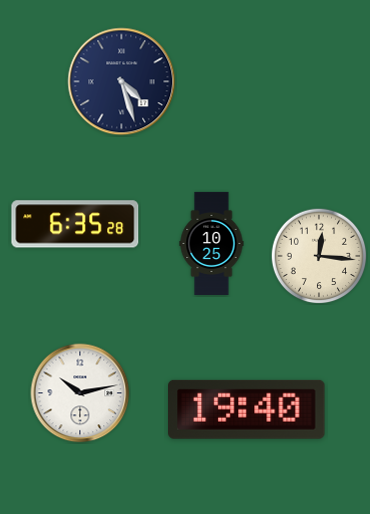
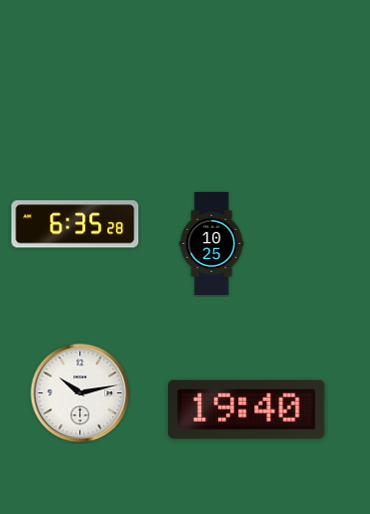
clock at (122, 82): 4:27 -> none
clock at (319, 256): 12:16 -> none
